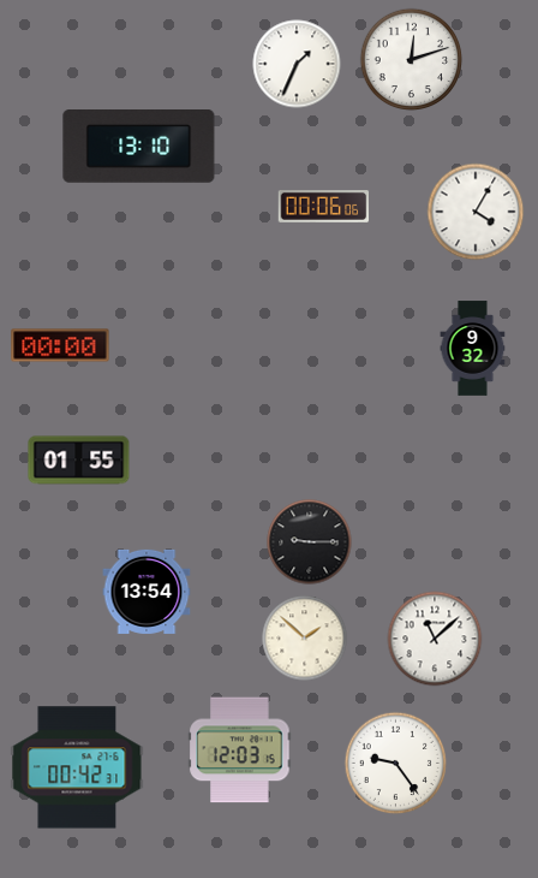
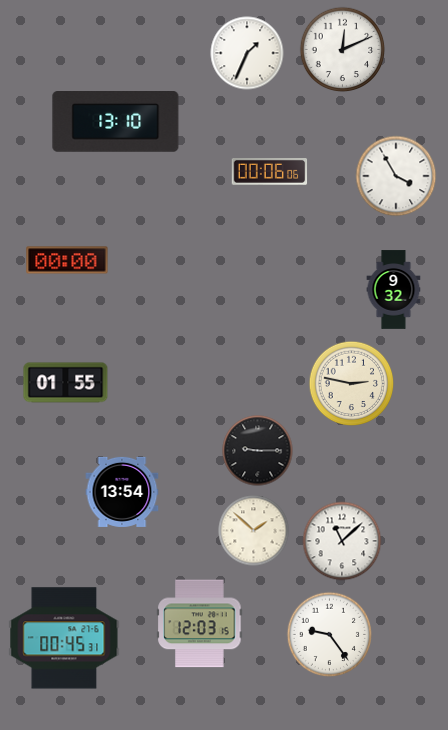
clock at (412, 60): 12:12 -> 12:11
clock at (476, 212): 4:05 -> 3:55
clock at (60, 345) position: (60, 345) -> (67, 260)
clock at (352, 384): none -> 2:47
clock at (435, 639) position: (435, 639) -> (342, 541)
clock at (77, 767): 00:42 -> 00:45
